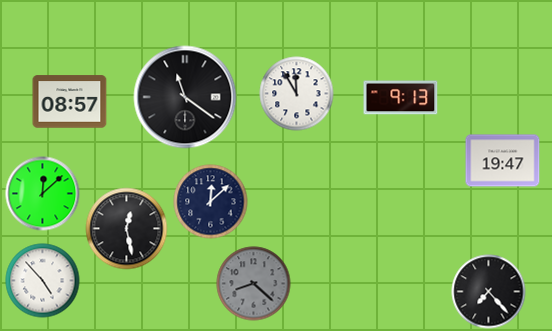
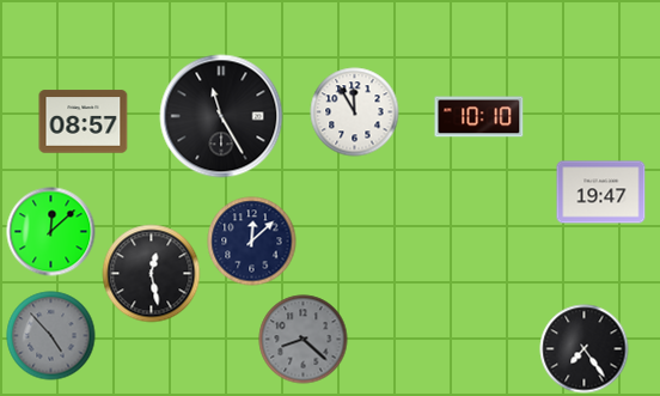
clock at (185, 97): 11:21 -> 11:25
clock at (401, 98): 9:13 -> 10:10
clock at (43, 281) dial: white -> grey
clock at (489, 292): 7:23 -> 7:24
